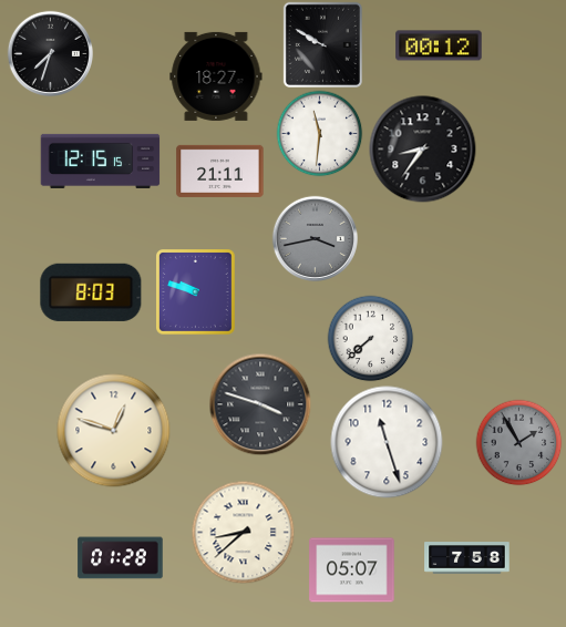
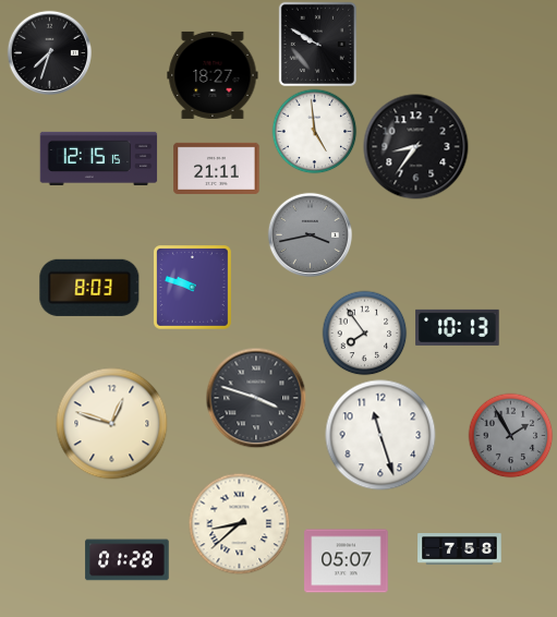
clock at (439, 45): 00:12 -> none
clock at (319, 133): 11:31 -> 4:59
clock at (458, 327): none -> 10:13
clock at (370, 338): 7:38 -> 7:54
clock at (121, 558) position: (121, 558) -> (128, 560)
